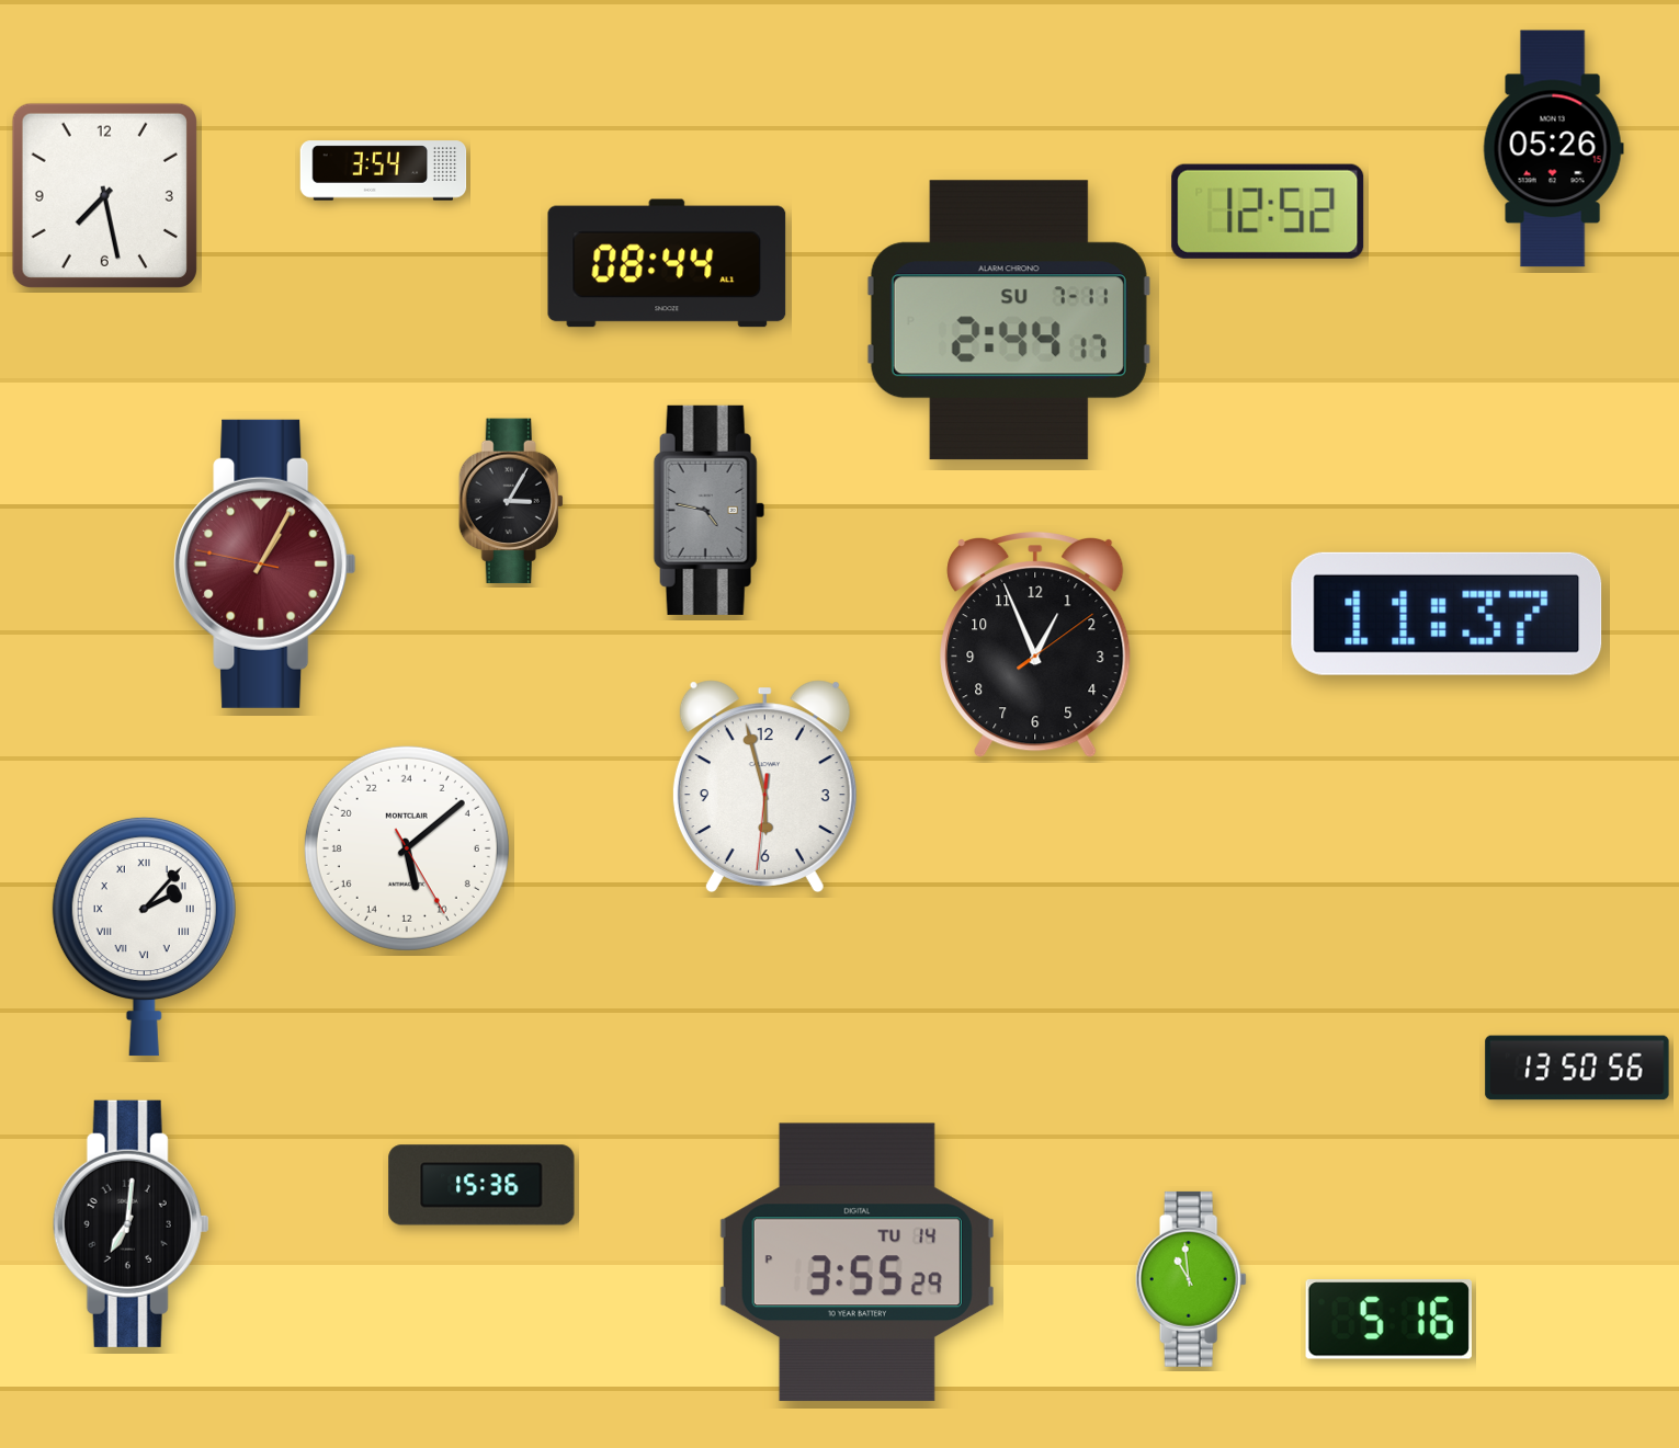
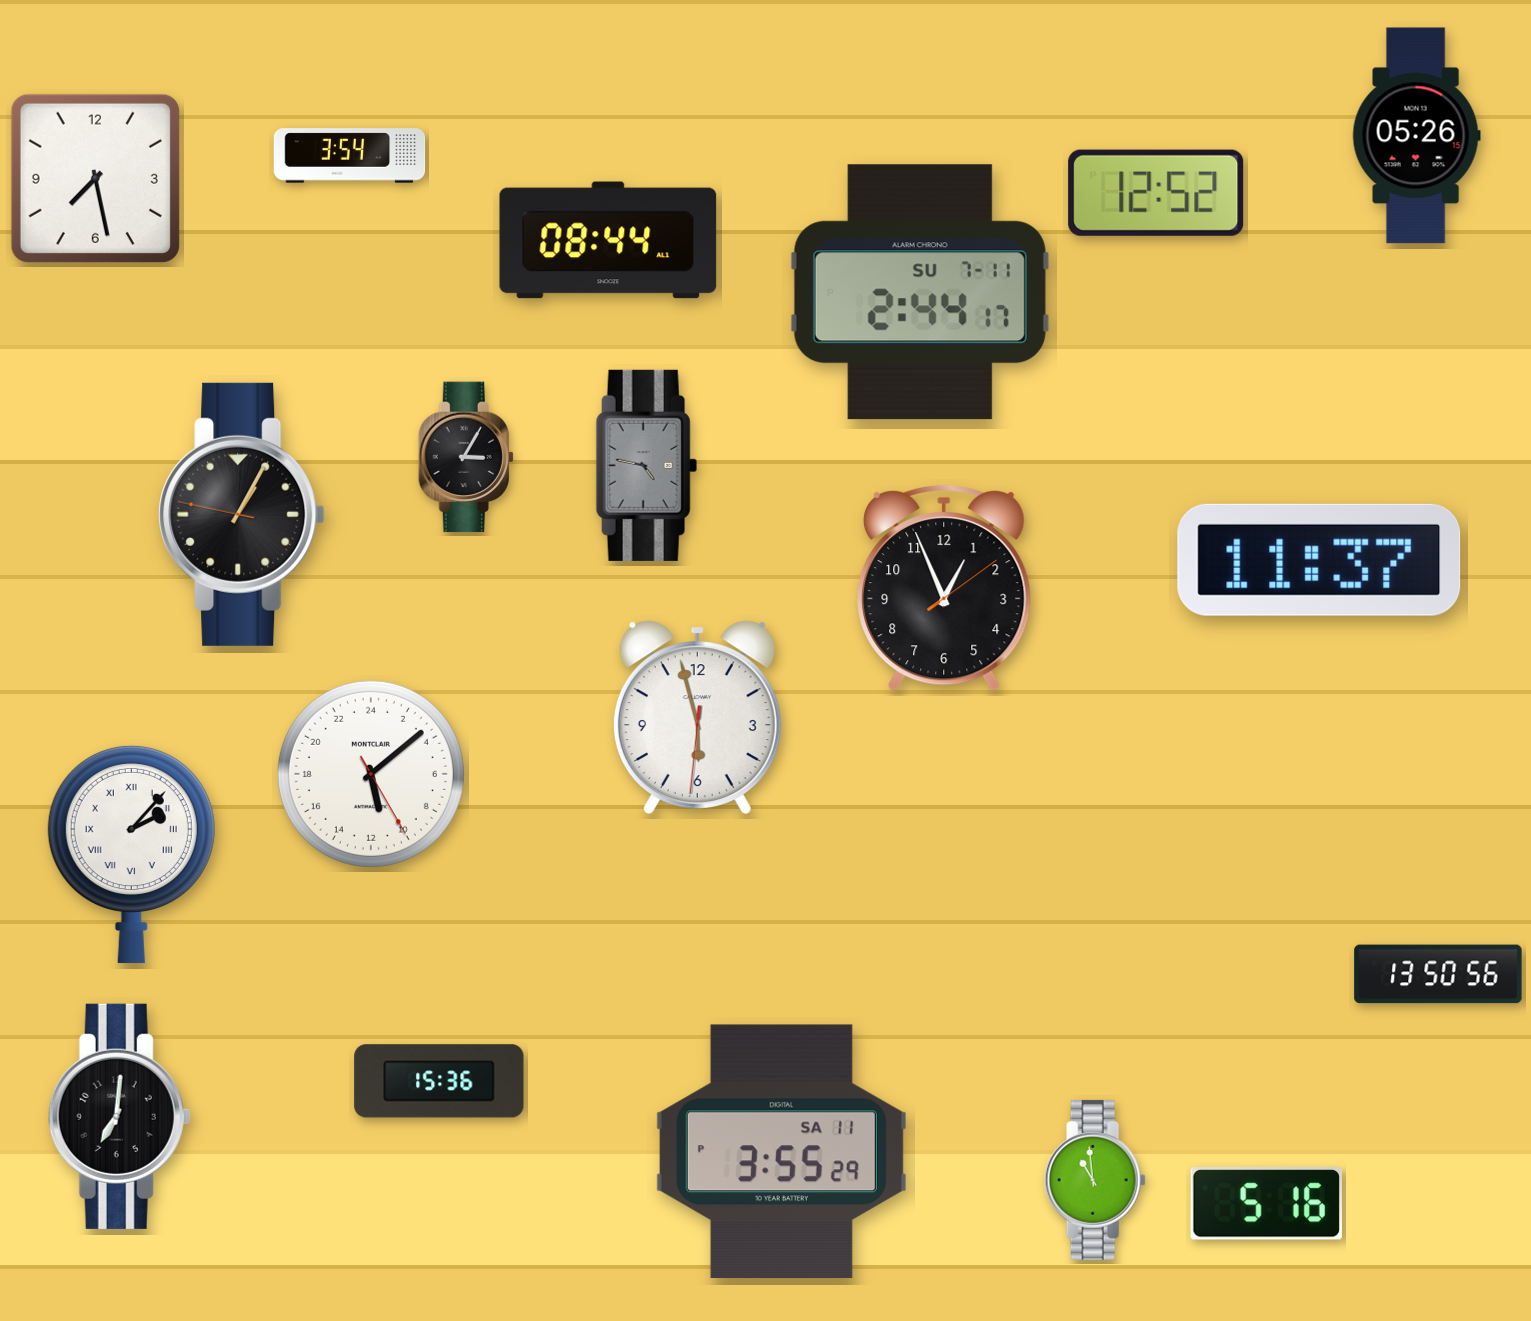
clock at (265, 563) dial: burgundy -> black
clock at (856, 1263) date: TU 14 -> SA 11
clock at (1191, 1279) position: (1191, 1279) -> (1095, 1180)
